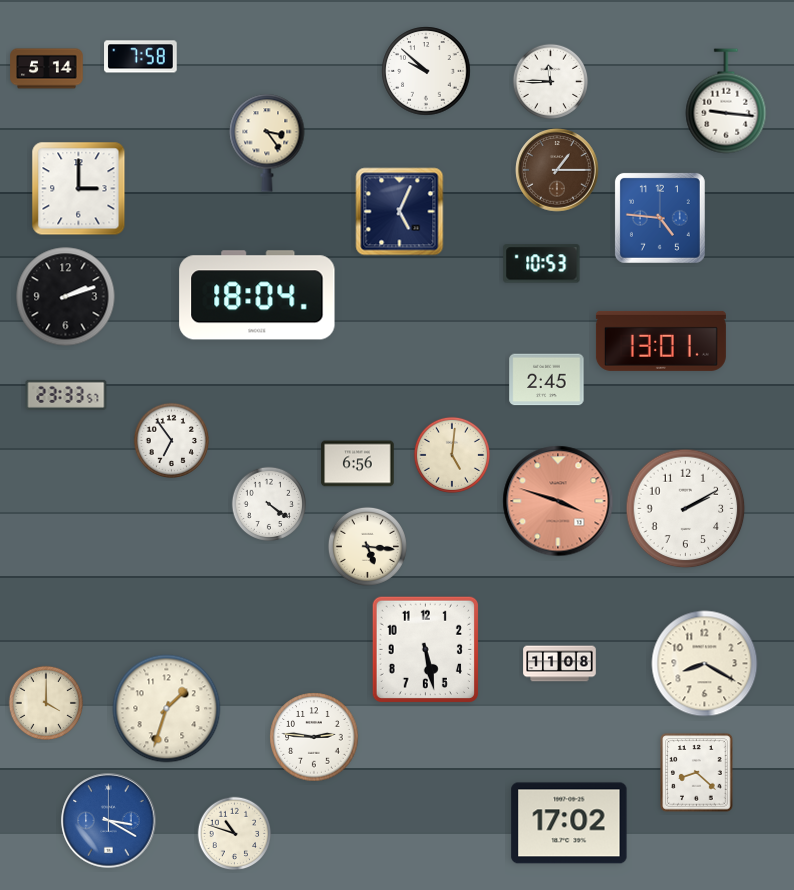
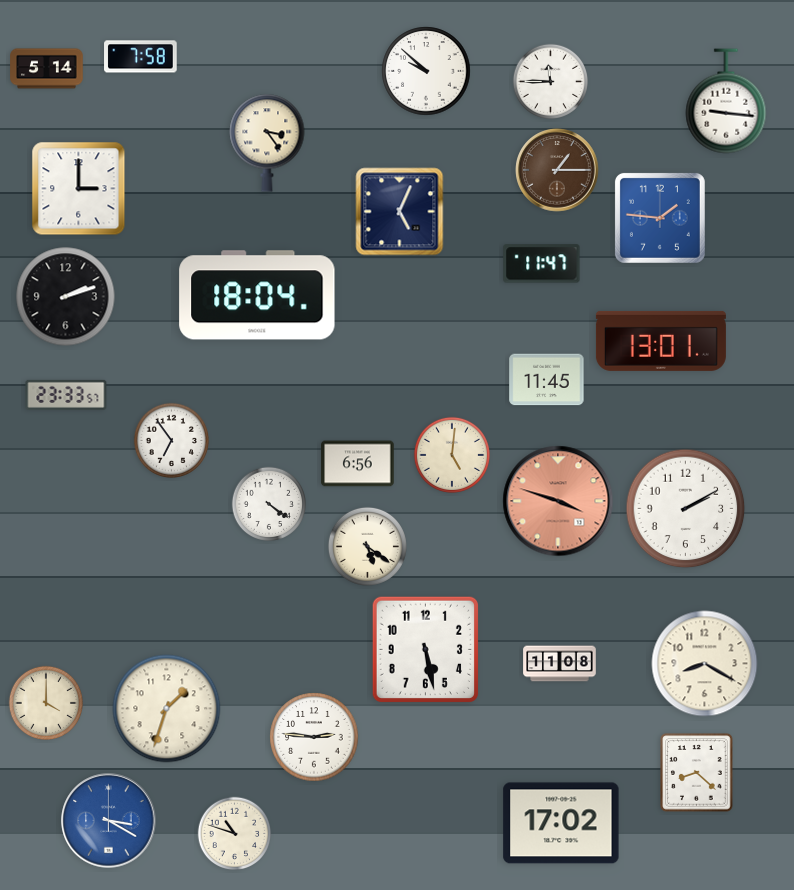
clock at (660, 218): 4:46 -> 1:46
clock at (542, 264): 10:53 -> 11:47
clock at (547, 380): 2:45 -> 11:45
clock at (367, 546): 5:16 -> 5:21
clock at (569, 823) position: (569, 823) -> (561, 823)
